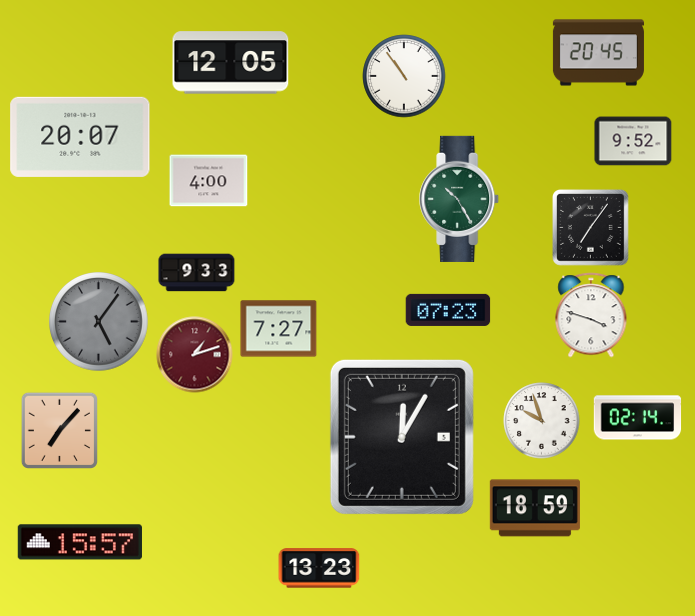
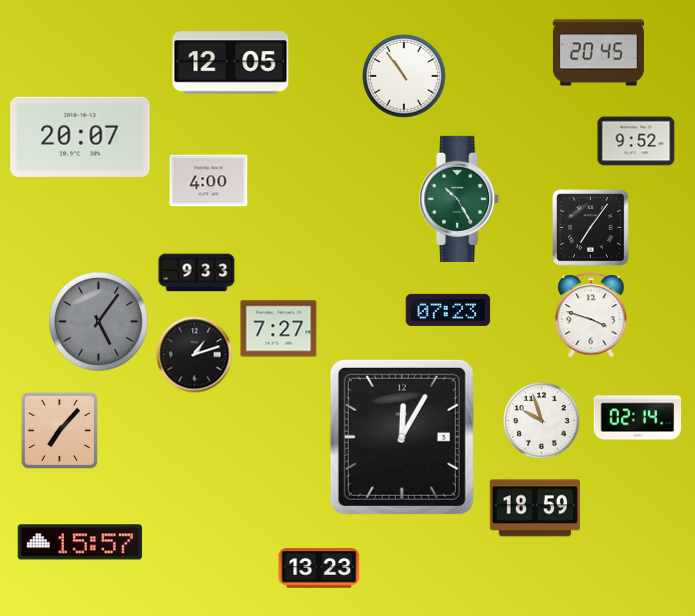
clock at (633, 141) position: (633, 141) -> (636, 141)
clock at (195, 355) dial: burgundy -> black
